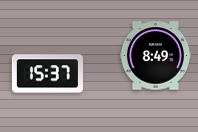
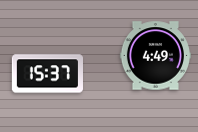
clock at (155, 56): 8:49 -> 4:49
